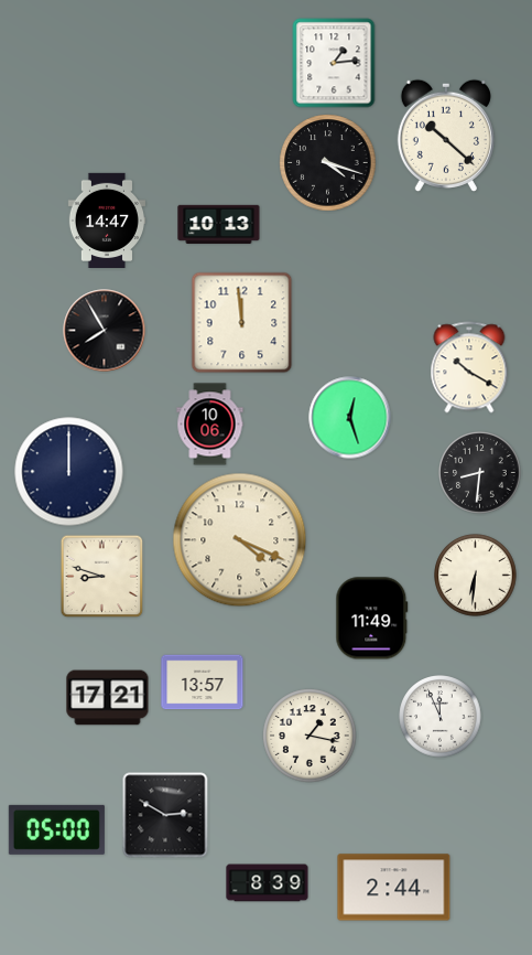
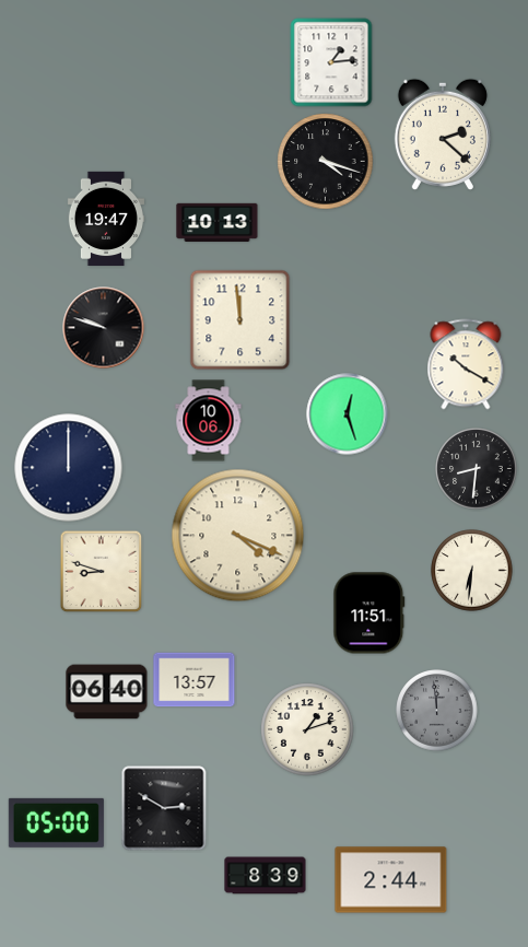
clock at (446, 136): 10:22 -> 2:22
clock at (106, 221): 14:47 -> 19:47
clock at (105, 331): 7:55 -> 9:48
clock at (372, 619): 11:49 -> 11:51
clock at (203, 683) position: (203, 683) -> (195, 680)
clock at (108, 698): 17:21 -> 06:40
clock at (441, 717): 11:56 -> 11:59
clock at (441, 717) dial: white -> grey
clock at (310, 736): 1:17 -> 1:12
